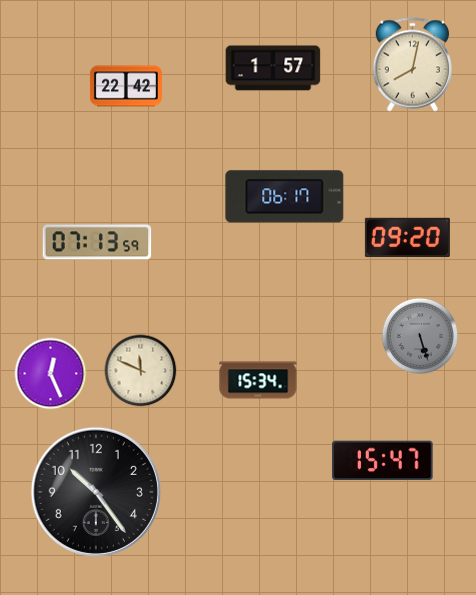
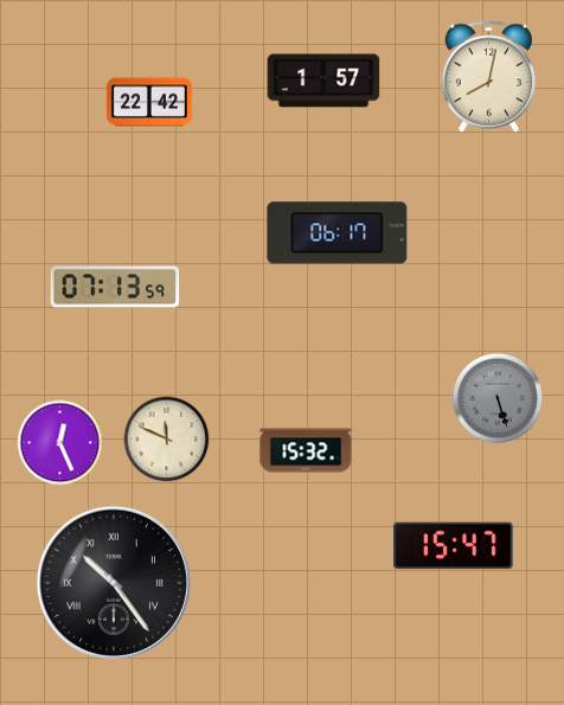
clock at (407, 238): 09:20 -> none
clock at (258, 380): 15:34 -> 15:32
clock at (96, 492) numerals: Arabic -> Roman
